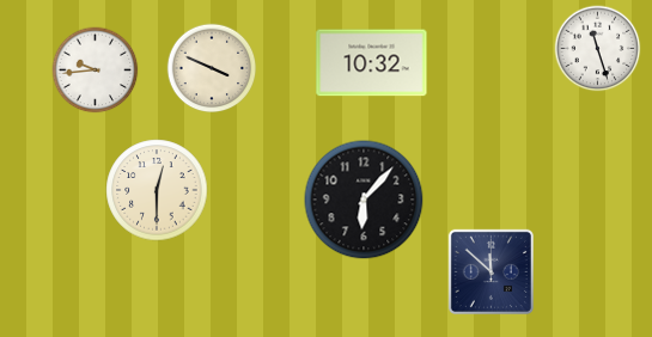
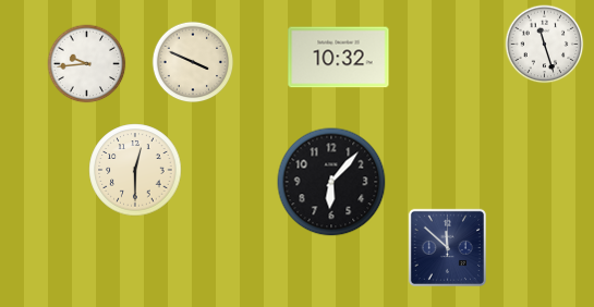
clock at (157, 190) position: (157, 190) -> (135, 170)
